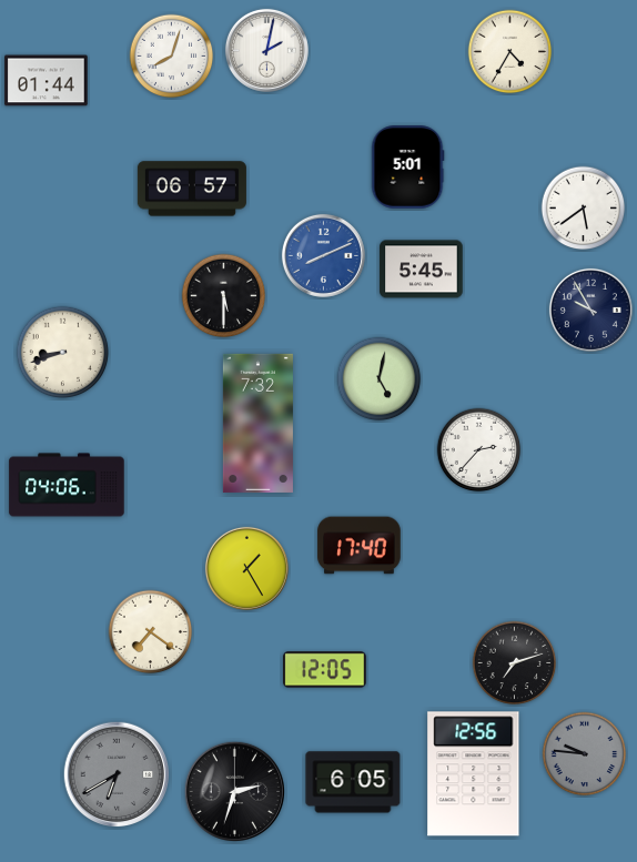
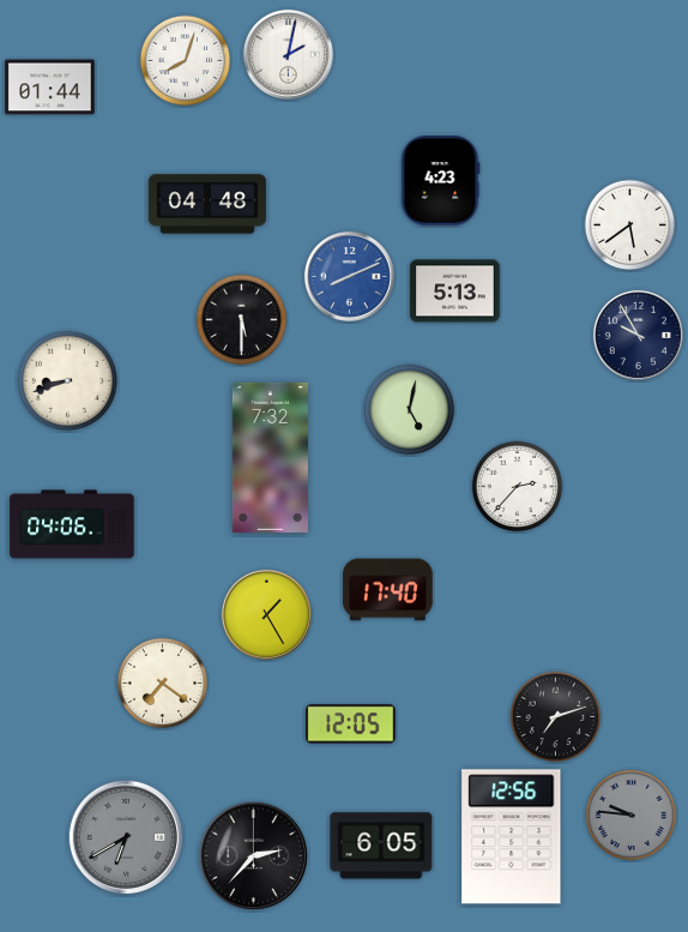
clock at (510, 52): 4:35 -> none
clock at (408, 168): 5:01 -> 4:23
clock at (192, 189): 06:57 -> 04:48
clock at (422, 270): 5:45 -> 5:13
clock at (257, 423) position: (257, 423) -> (270, 457)
clock at (234, 791): 2:33 -> 2:37
